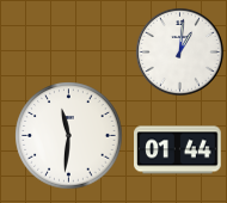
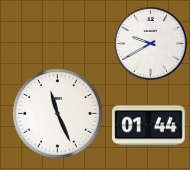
clock at (179, 51): 1:01 -> 9:40
clock at (69, 136): 11:31 -> 11:26
